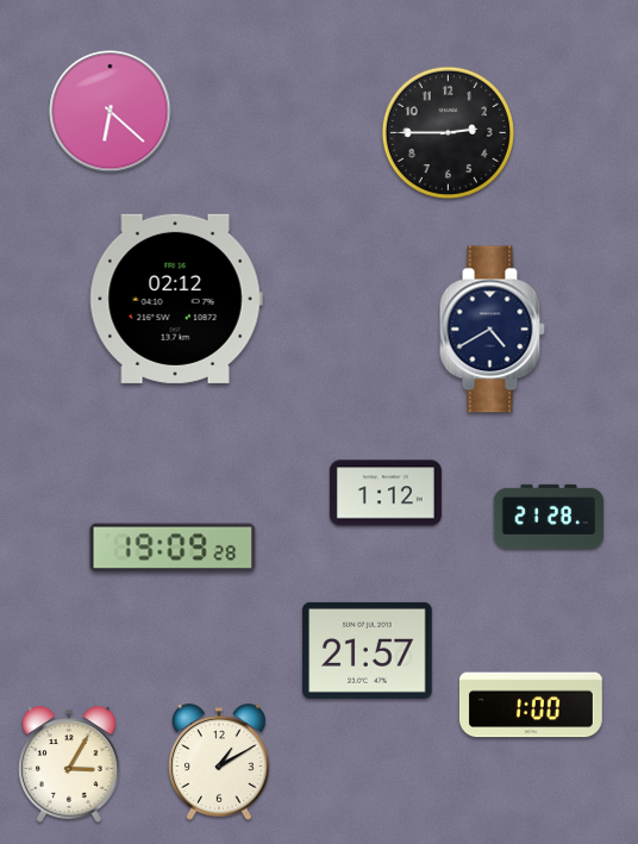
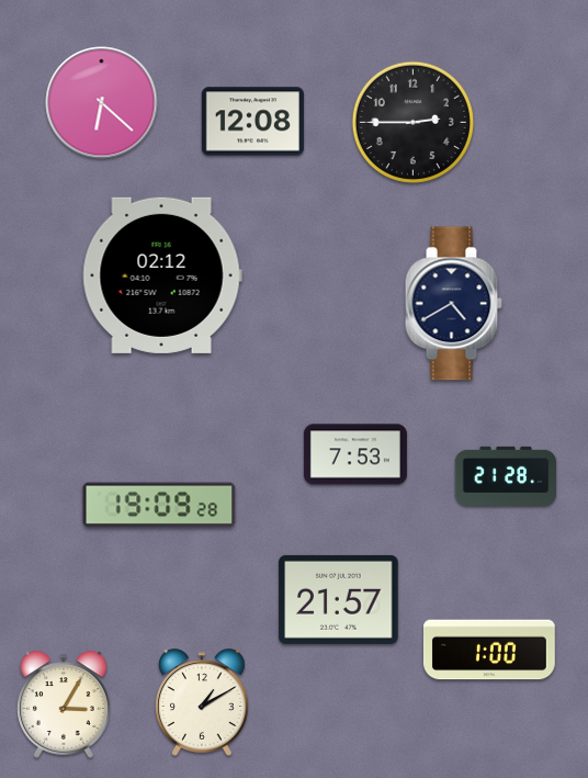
clock at (252, 122): none -> 12:08
clock at (386, 493): 1:12 -> 7:53
